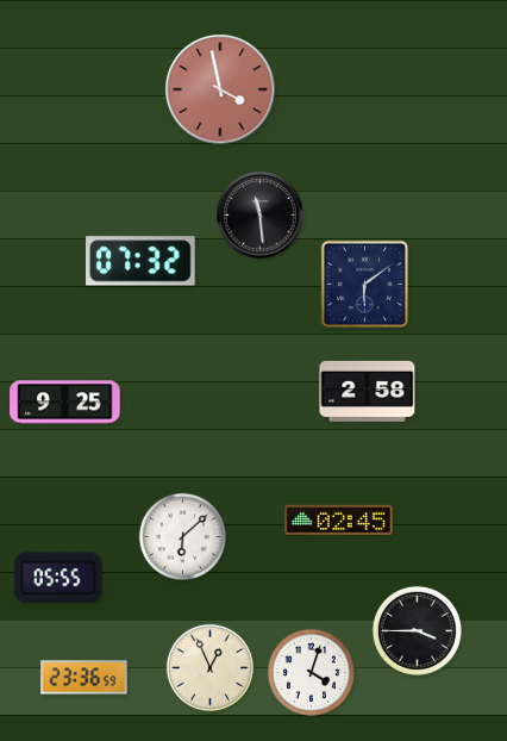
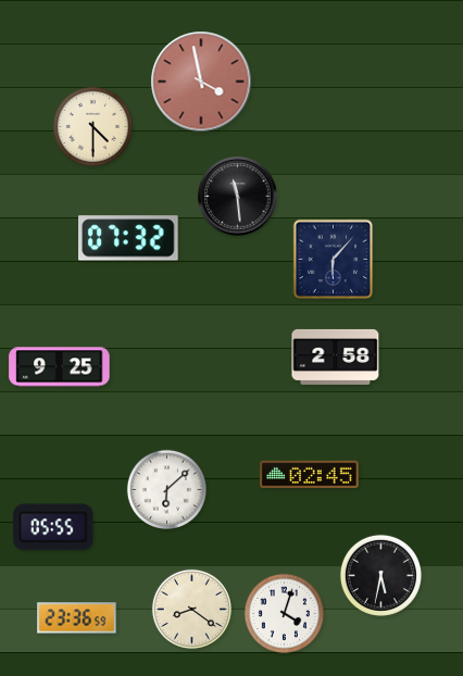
clock at (92, 126): none -> 4:30
clock at (365, 285): 6:09 -> 6:07
clock at (417, 630): 3:45 -> 5:32
clock at (209, 667): 12:56 -> 8:21
